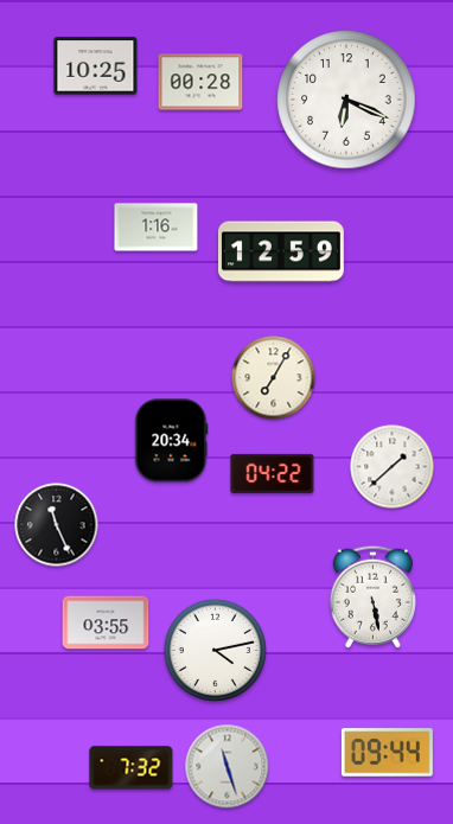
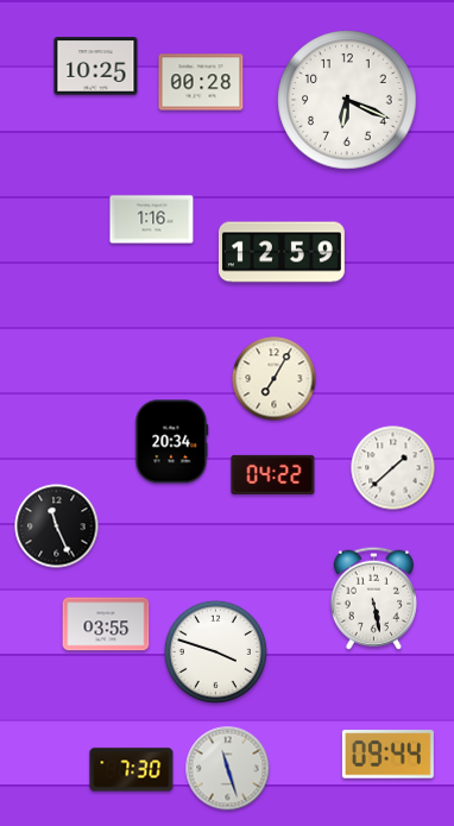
clock at (157, 228) position: (157, 228) -> (152, 220)
clock at (215, 650): 4:13 -> 3:48
clock at (132, 768): 7:32 -> 7:30
